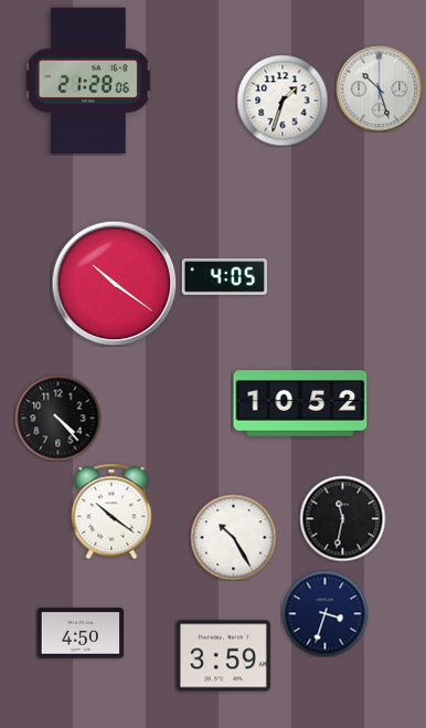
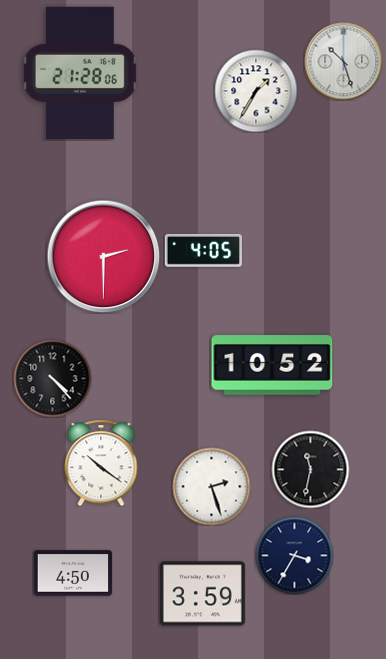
clock at (379, 88) position: (379, 88) -> (343, 61)
clock at (283, 101): 1:33 -> 1:35
clock at (114, 283): 10:21 -> 2:30
clock at (233, 537): 10:25 -> 2:27
clock at (324, 613): 3:33 -> 3:35
